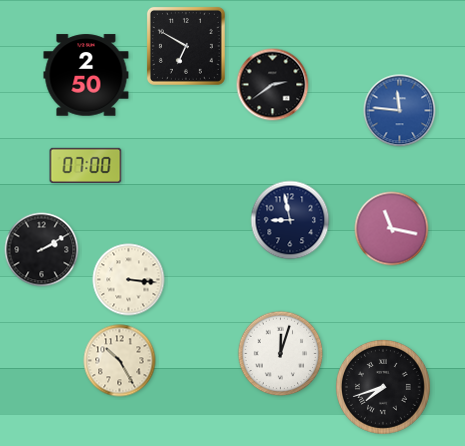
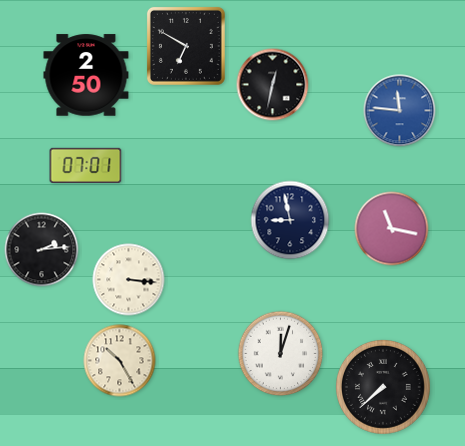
clock at (273, 85): 2:39 -> 12:32
clock at (86, 165): 07:00 -> 07:01
clock at (42, 250): 2:10 -> 2:14
clock at (383, 387): 7:42 -> 7:38
